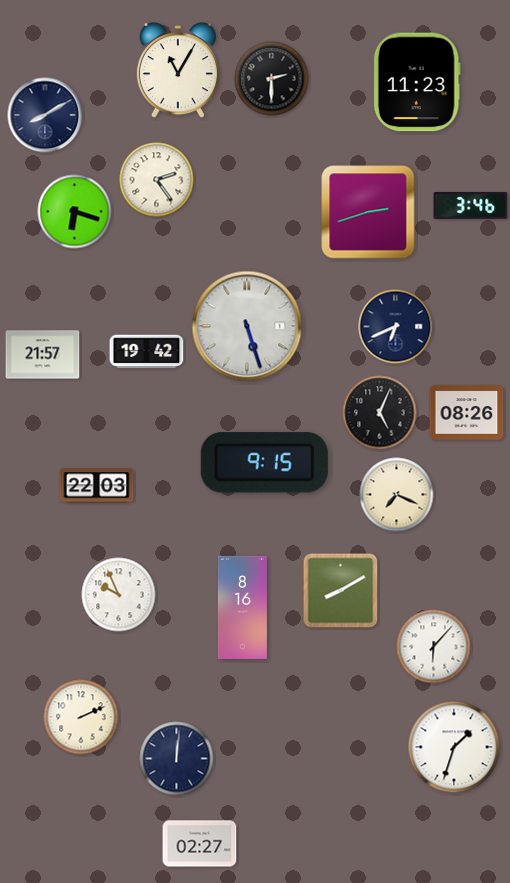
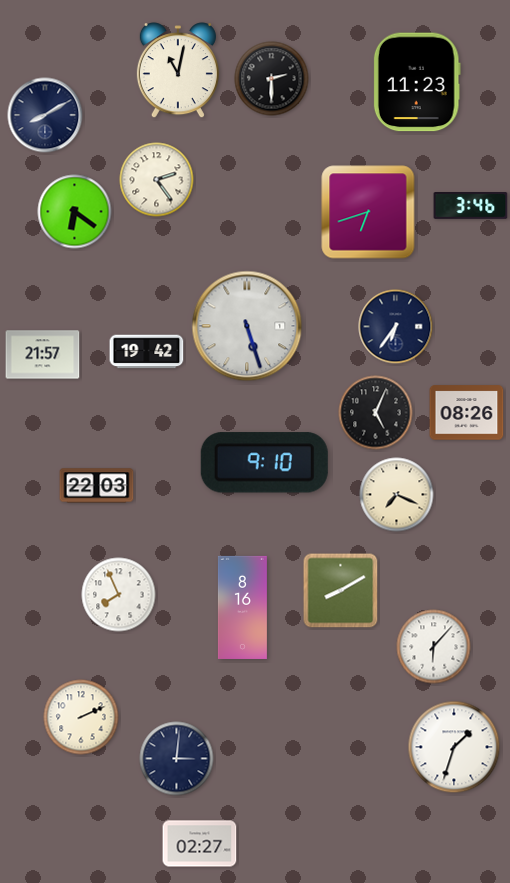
clock at (178, 71): 11:05 -> 11:02
clock at (75, 212): 6:18 -> 6:21
clock at (368, 212): 2:42 -> 6:42
clock at (396, 327): 6:41 -> 6:36
clock at (380, 413) position: (380, 413) -> (376, 413)
clock at (264, 463): 9:15 -> 9:10
clock at (119, 595): 9:56 -> 7:56
clock at (177, 759): 12:01 -> 3:01
